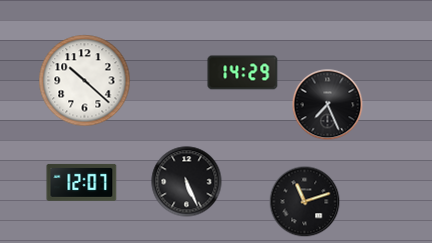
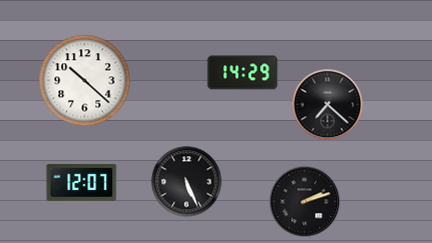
clock at (328, 105): 7:26 -> 7:22
clock at (305, 202): 11:12 -> 2:12
